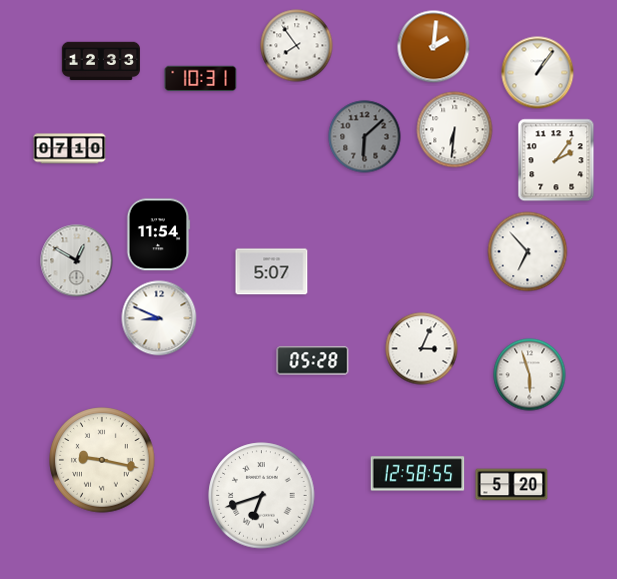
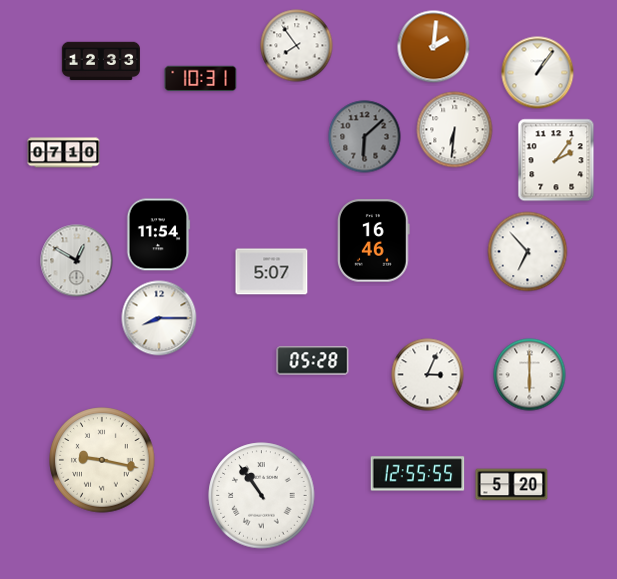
clock at (70, 149) position: (70, 149) -> (64, 153)
clock at (373, 241): none -> 16:46
clock at (159, 318): 8:49 -> 8:15
clock at (422, 349) position: (422, 349) -> (428, 375)
clock at (530, 375): 5:57 -> 6:00
clock at (418, 474): 12:58 -> 12:55
clock at (262, 496): 6:42 -> 10:54
